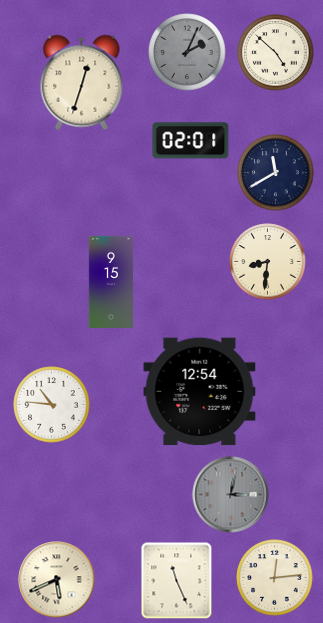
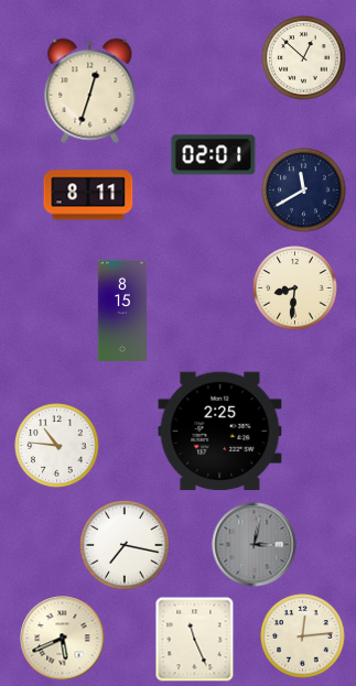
clock at (187, 52): 2:04 -> none
clock at (276, 53): 4:52 -> 12:52
clock at (191, 141) position: (191, 141) -> (214, 155)
clock at (88, 195): none -> 8:11
clock at (111, 282): 9:15 -> 8:15
clock at (200, 392): 12:54 -> 2:25
clock at (125, 545): none -> 7:17
